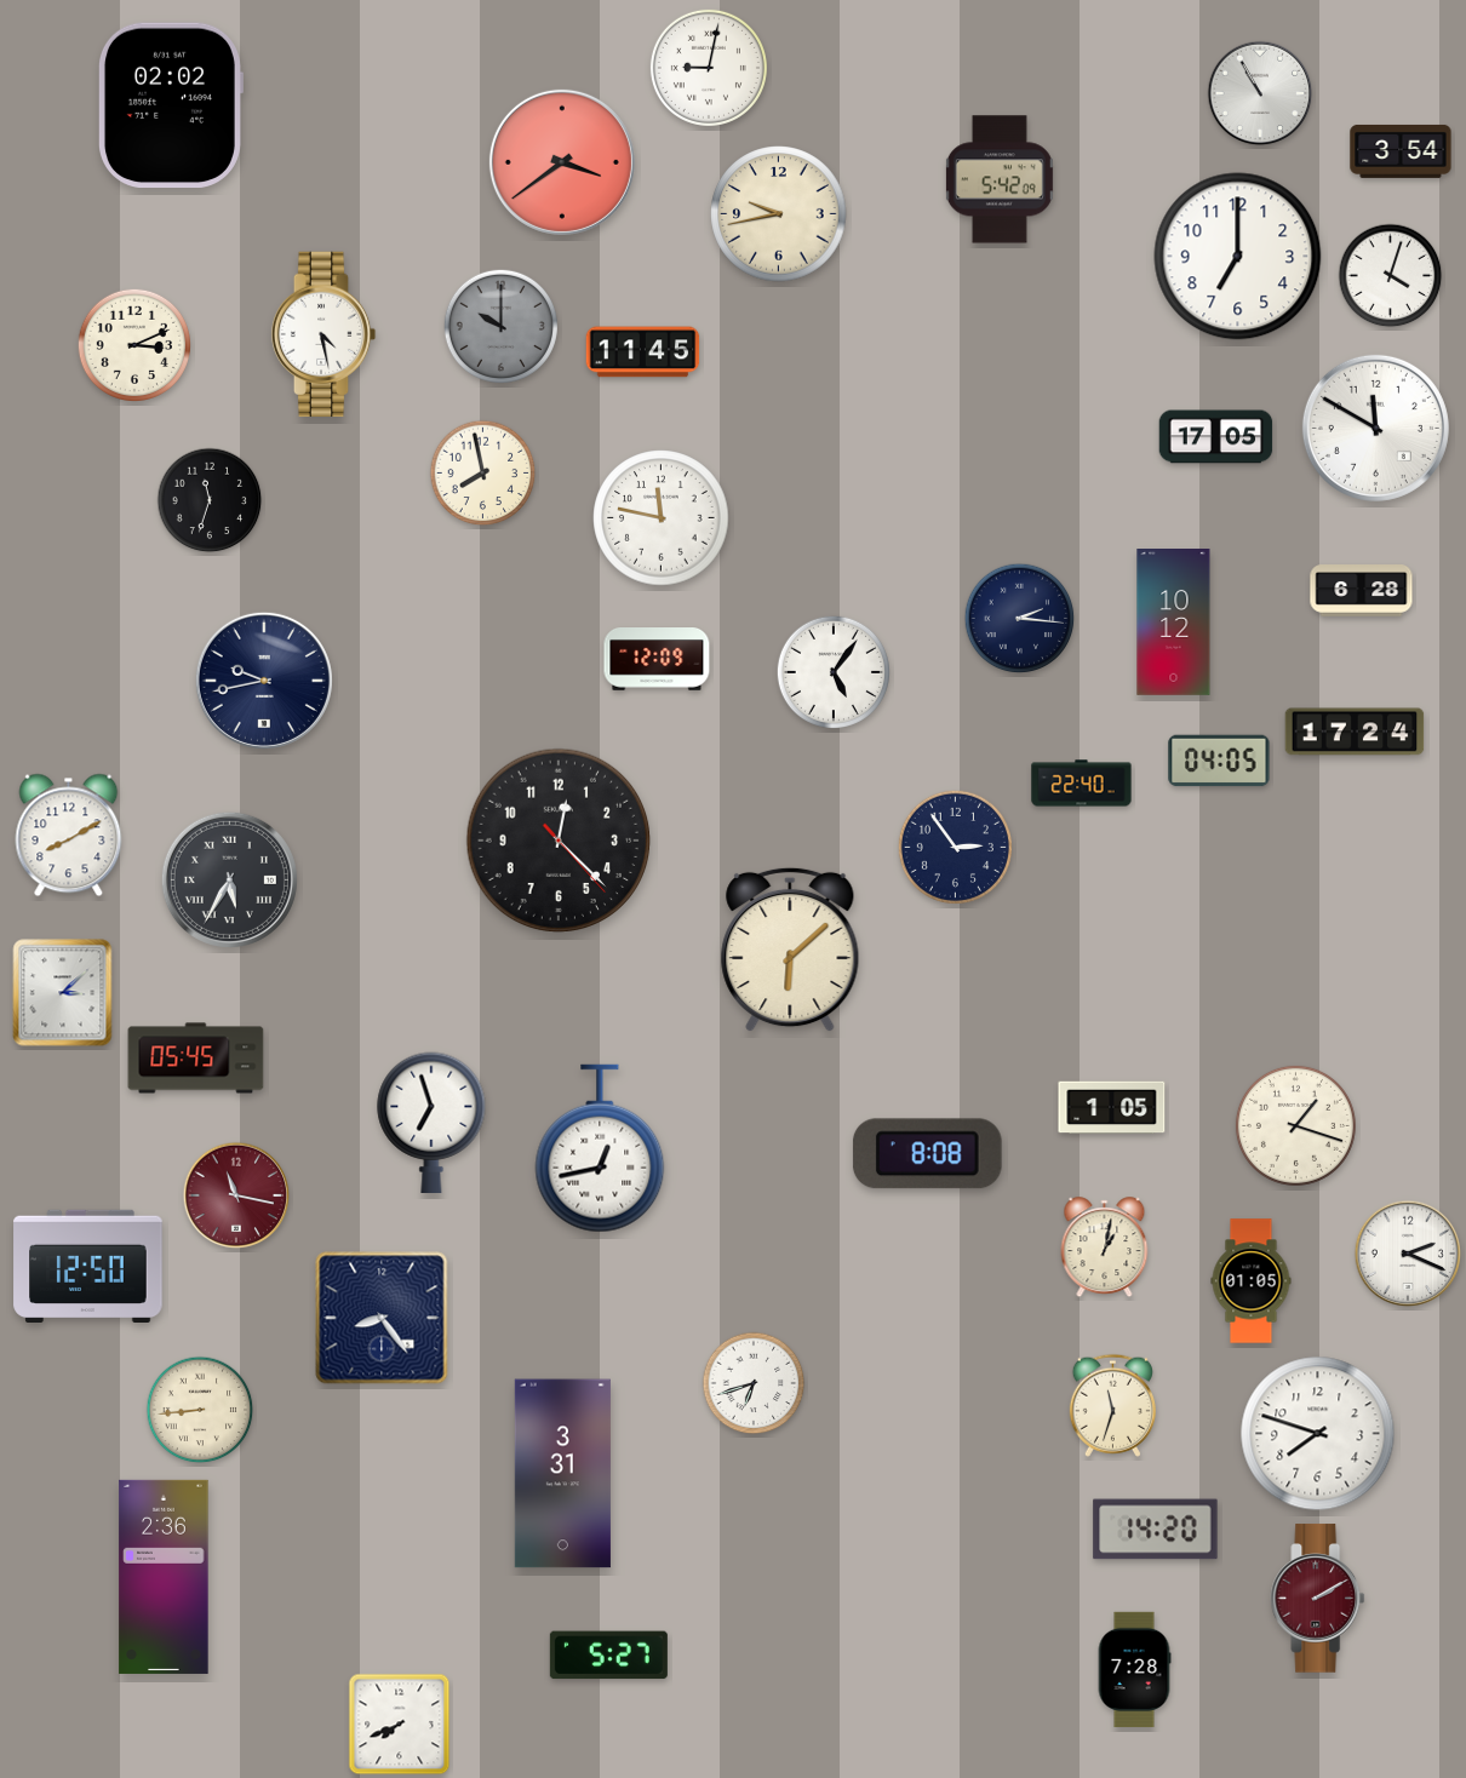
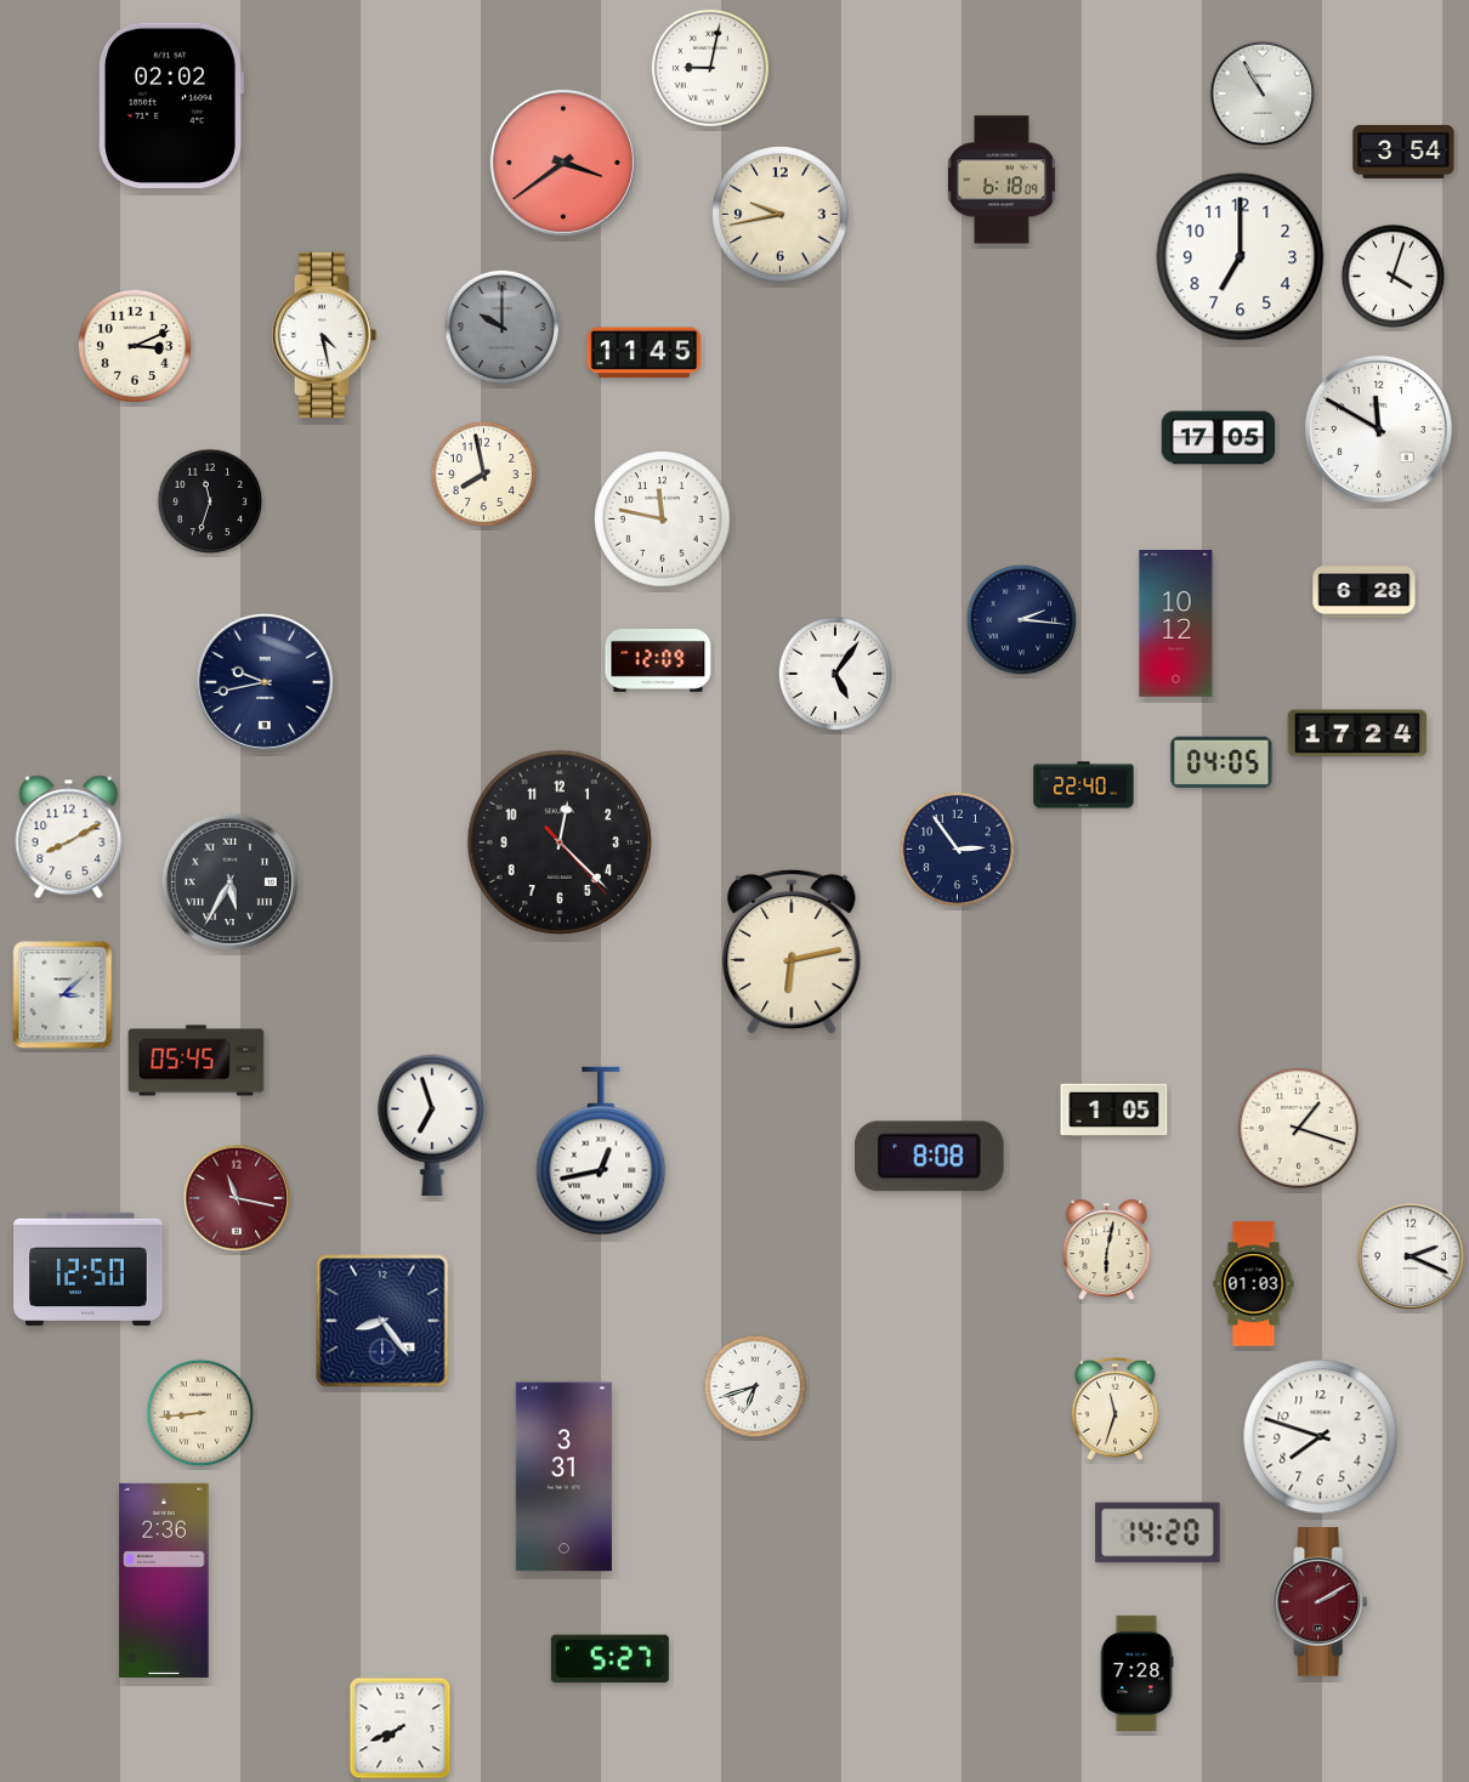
clock at (1000, 179): 5:42 -> 6:18
clock at (790, 950): 6:08 -> 6:13
clock at (1105, 1248): 1:02 -> 6:02
clock at (1252, 1281): 01:05 -> 01:03
